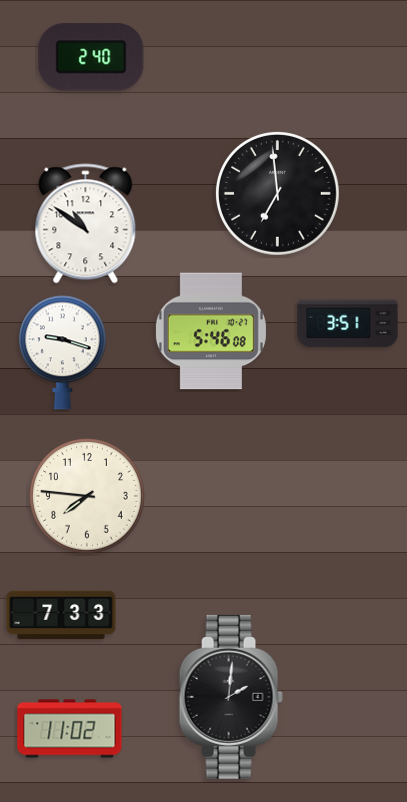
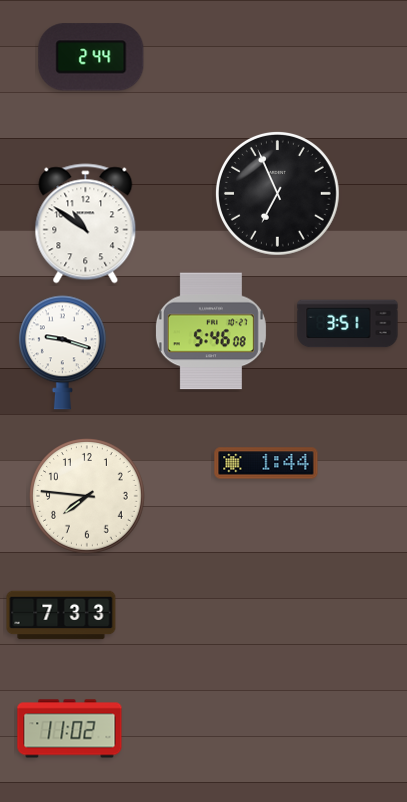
clock at (91, 57): 2:40 -> 2:44
clock at (277, 193): 6:59 -> 6:56
clock at (266, 463): none -> 1:44
clock at (231, 697): 2:01 -> none
